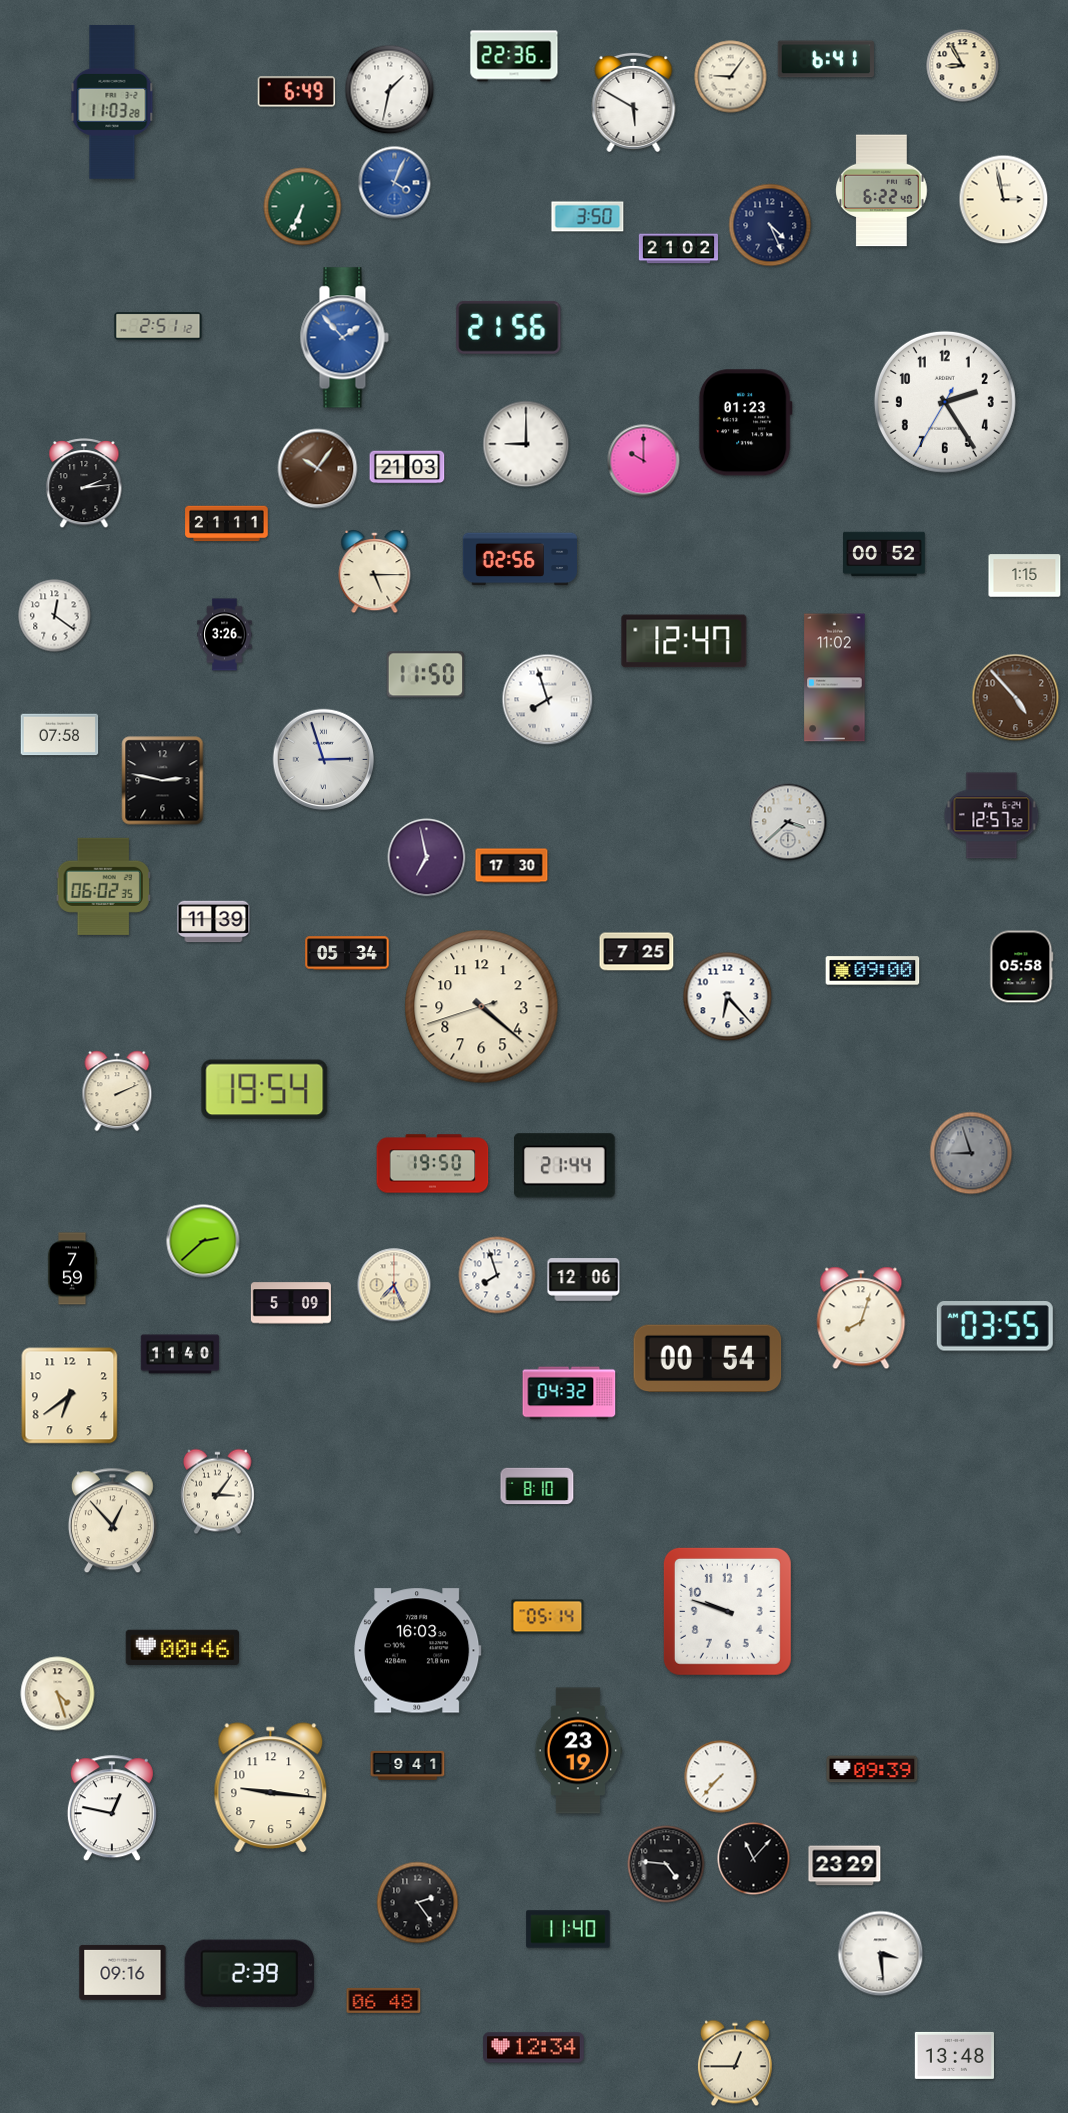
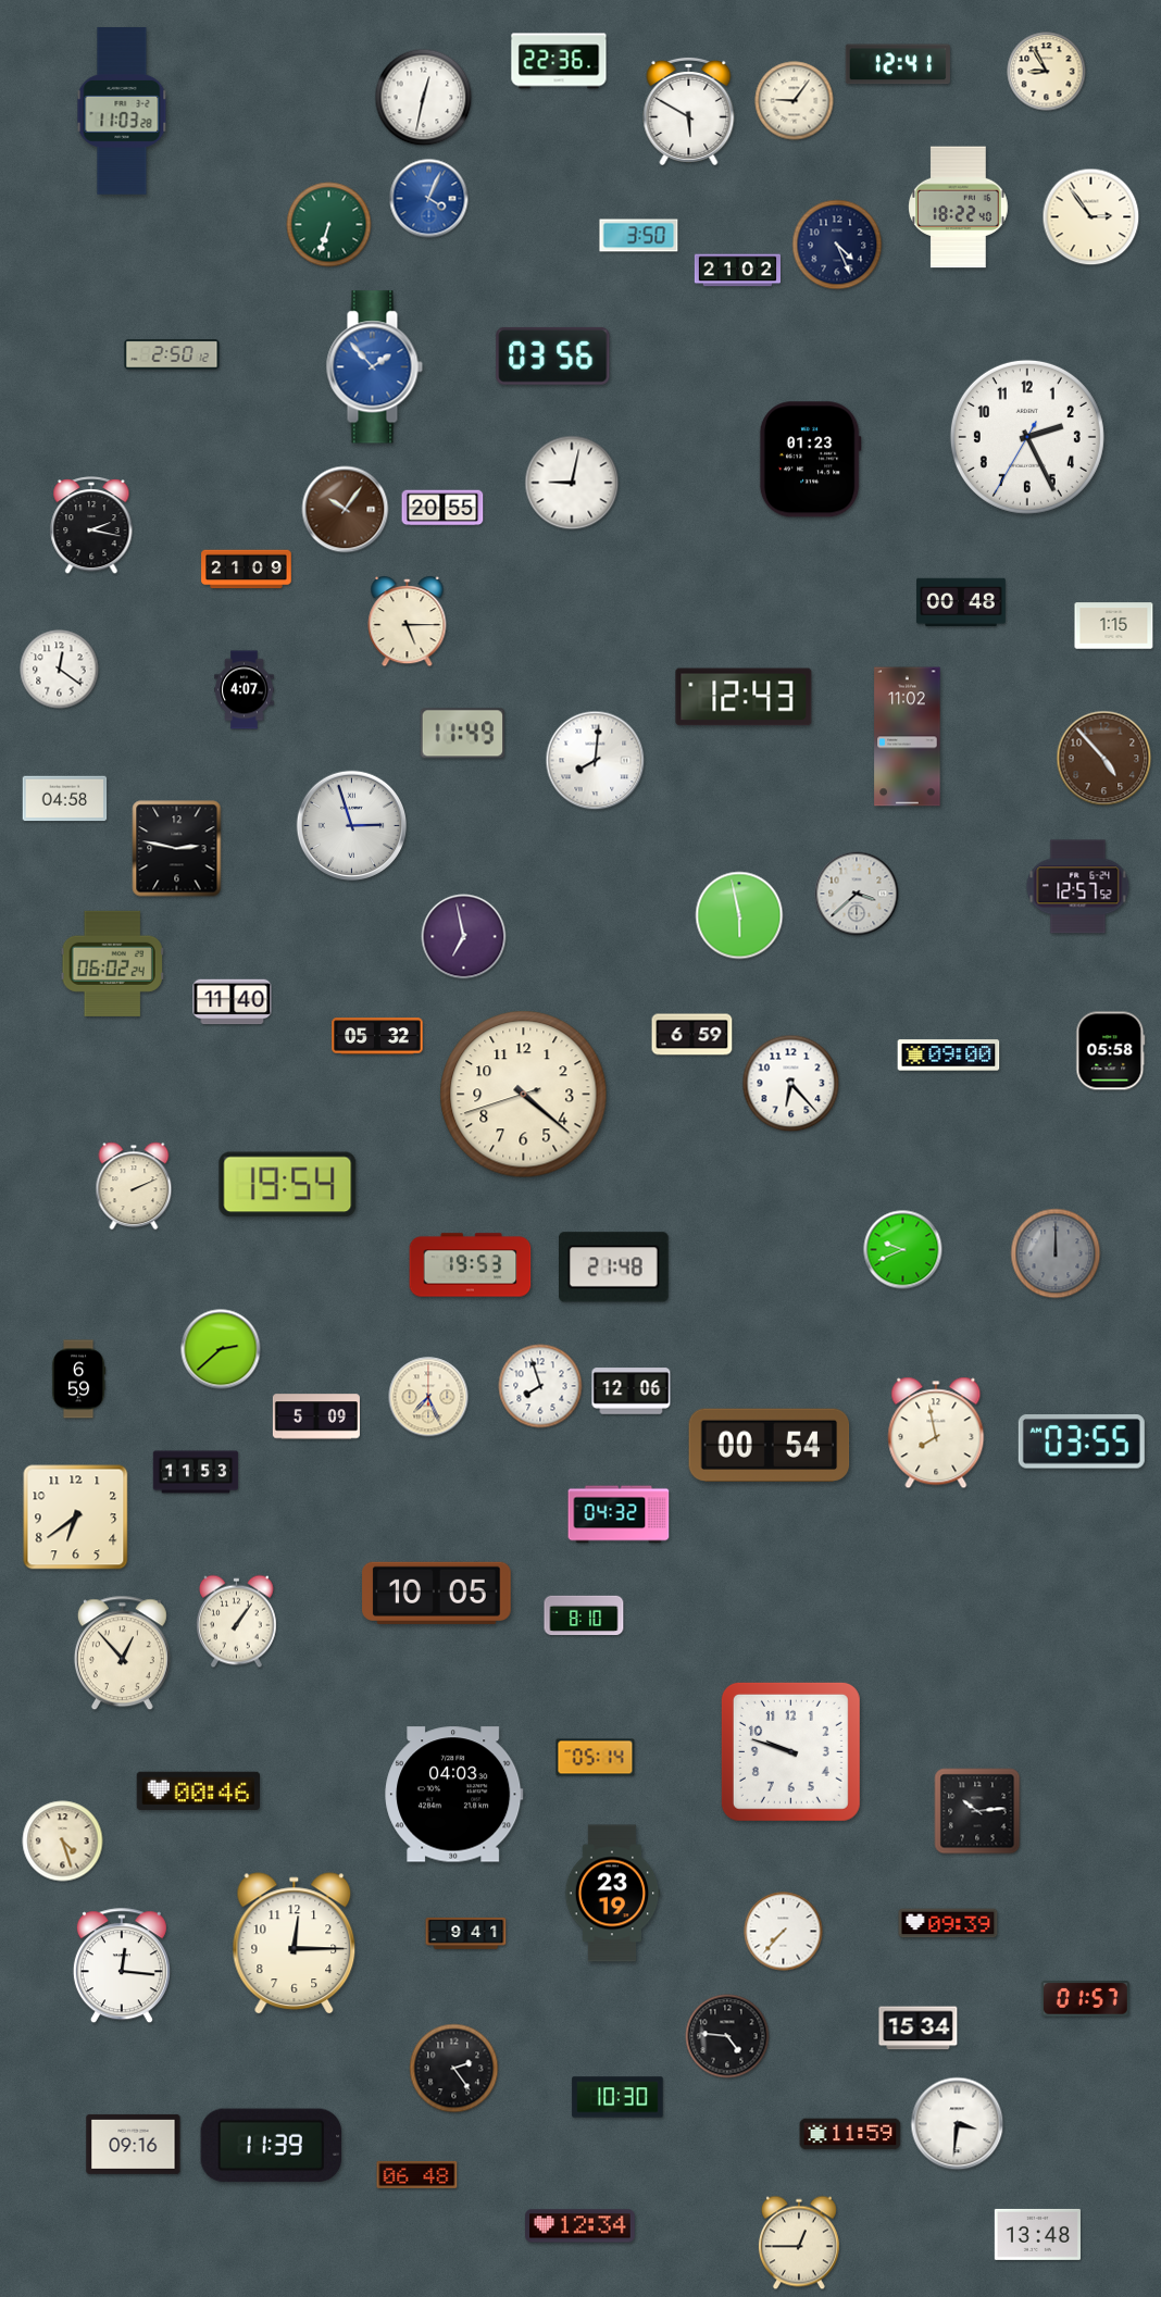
clock at (826, 59): 6:41 -> 12:41
clock at (731, 77) position: (731, 77) -> (795, 101)
clock at (390, 90): 1:32 -> 12:32
clock at (297, 92): 6:49 -> none
clock at (882, 191): 6:22 -> 18:22
clock at (1004, 200): 2:58 -> 2:54
clock at (303, 207): 6:34 -> 6:33
clock at (158, 326): 2:51 -> 2:50
clock at (509, 327): 21:56 -> 03:56
clock at (945, 402): 2:24 -> 2:25
clock at (526, 444): 9:00 -> 9:02
clock at (644, 461): 10:00 -> none
clock at (407, 467): 21:03 -> 20:55
clock at (84, 484): 2:14 -> 2:17
clock at (227, 524): 21:11 -> 21:09
clock at (885, 554): 00:52 -> 00:48
clock at (520, 559): 02:56 -> none
clock at (225, 635): 3:26 -> 4:07
clock at (684, 641): 12:47 -> 12:43
clock at (426, 675): 11:50 -> 11:49
clock at (548, 700): 7:57 -> 8:01
clock at (60, 735): 07:58 -> 04:58
clock at (739, 915): none -> 5:58
clock at (427, 858) position: (427, 858) -> (464, 937)
clock at (512, 866): 17:30 -> none
clock at (103, 886): 06:02:35 -> 06:02:24
clock at (214, 922): 11:39 -> 11:40
clock at (637, 952): 7:25 -> 6:59
clock at (347, 953): 05:34 -> 05:32
clock at (117, 1091) position: (117, 1091) -> (134, 1186)
clock at (903, 1250): none -> 9:41
clock at (971, 1153): 8:57 -> 12:00
clock at (433, 1164): 19:50 -> 19:53
clock at (565, 1166): 21:44 -> 21:48
clock at (72, 1269): 7:59 -> 6:59
clock at (584, 1280) position: (584, 1280) -> (632, 1391)
clock at (861, 1318): 8:03 -> 7:58
clock at (180, 1354): 11:40 -> 11:53
clock at (708, 1359) position: (708, 1359) -> (770, 1446)
clock at (437, 1593): none -> 10:05
clock at (218, 1492): 3:06 -> 1:06
clock at (418, 1651): 16:03 -> 04:03
clock at (977, 1811): none -> 10:14
clock at (578, 1751) position: (578, 1751) -> (612, 1894)
clock at (408, 1765) position: (408, 1765) -> (466, 1933)
clock at (271, 1787): 9:16 -> 12:15
clock at (112, 1809): 12:47 -> 12:16
clock at (1085, 1999): none -> 01:57
clock at (754, 1859): 11:07 -> none
clock at (666, 1864) position: (666, 1864) -> (727, 2036)
clock at (845, 1866): 23:29 -> 15:34
clock at (568, 1929): 11:40 -> 10:30
clock at (881, 1954): 3:29 -> 3:31
clock at (850, 2134): none -> 11:59
clock at (250, 1974): 2:39 -> 11:39
